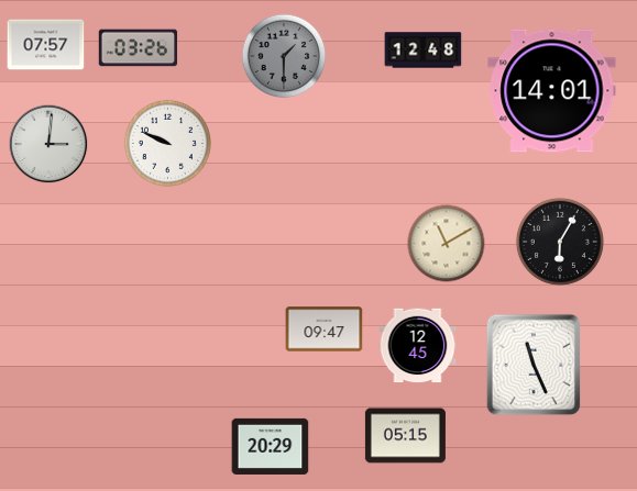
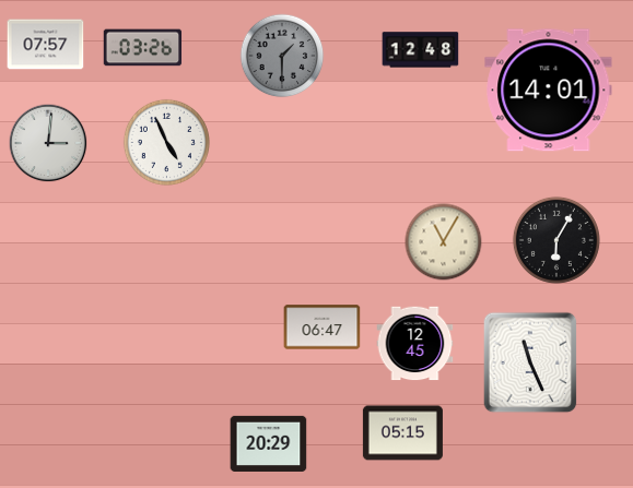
clock at (139, 48) position: (139, 48) -> (143, 48)
clock at (167, 143): 9:49 -> 4:56
clock at (447, 244): 11:10 -> 11:05
clock at (325, 330): 09:47 -> 06:47
